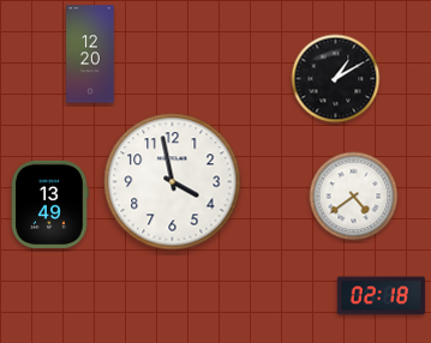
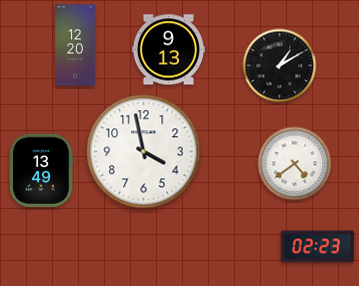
clock at (168, 50): none -> 9:13
clock at (381, 296): 02:18 -> 02:23
